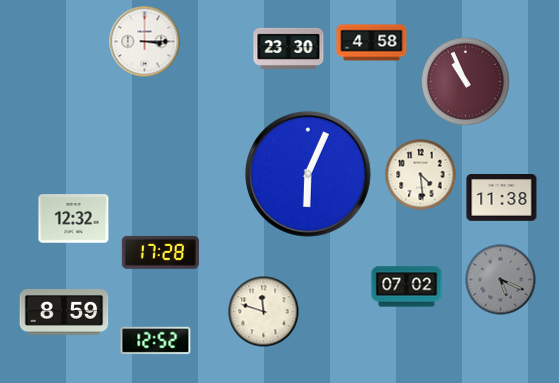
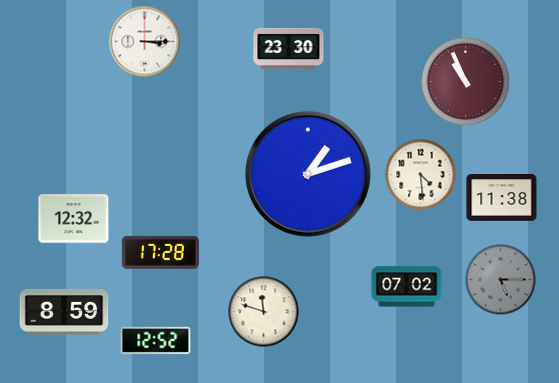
clock at (372, 43): 4:58 -> none
clock at (308, 174): 6:04 -> 1:12
clock at (501, 280): 5:19 -> 5:15
